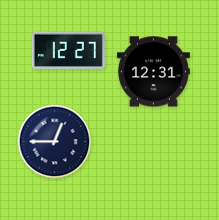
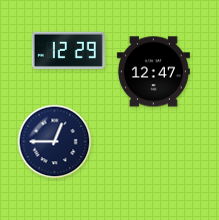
clock at (68, 50): 12:27 -> 12:29
clock at (153, 72): 12:31 -> 12:47
